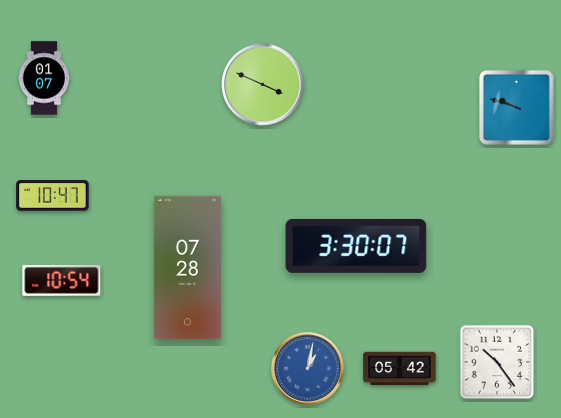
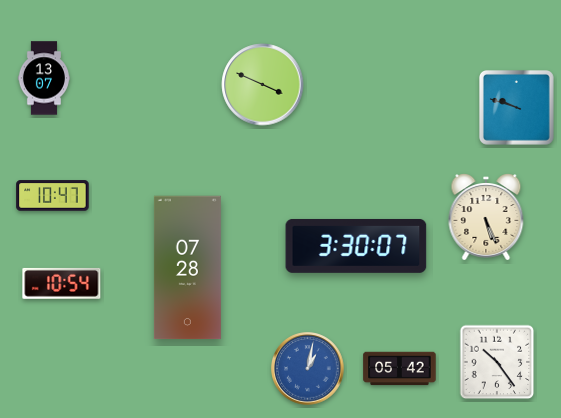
clock at (44, 78): 01:07 -> 13:07
clock at (486, 217): none -> 5:26
clock at (62, 280) position: (62, 280) -> (62, 283)
